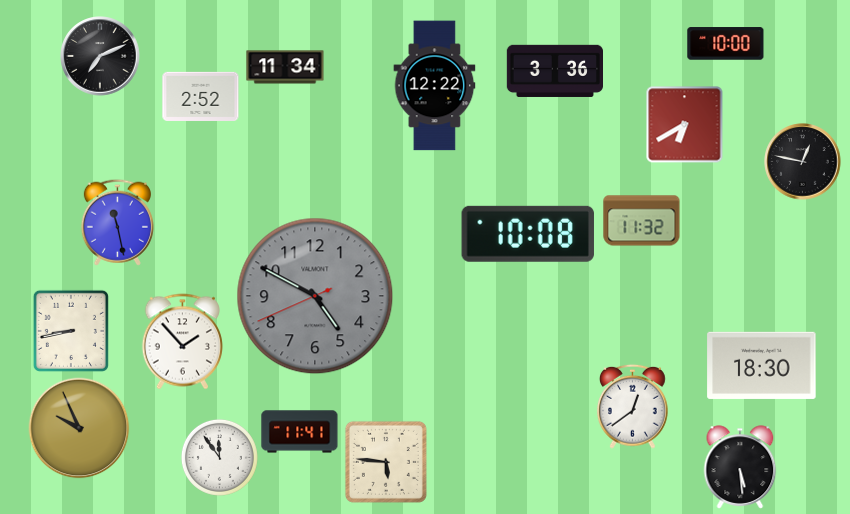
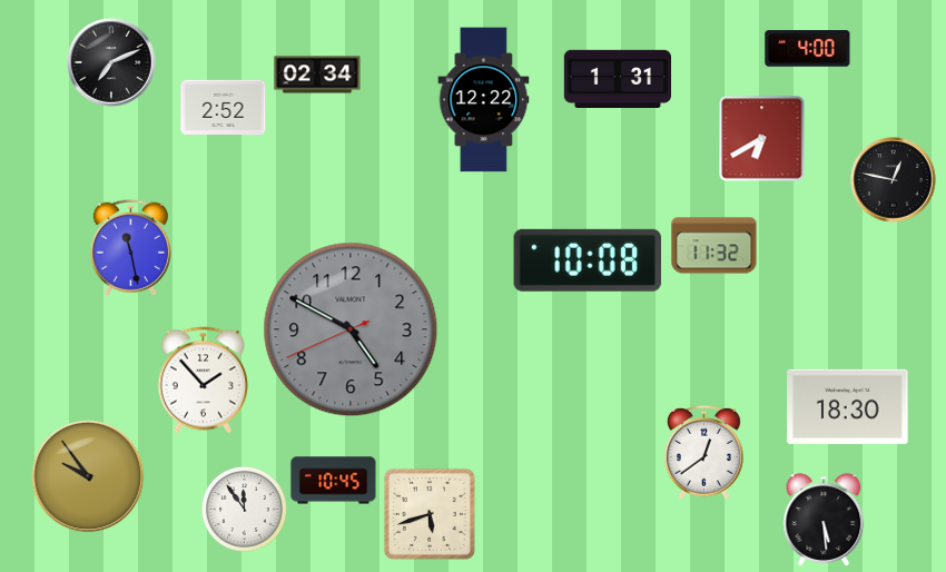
clock at (726, 44): 10:00 -> 4:00
clock at (285, 67): 11:34 -> 02:34
clock at (554, 71): 3:36 -> 1:31
clock at (435, 86) position: (435, 86) -> (484, 100)
clock at (71, 331): 8:43 -> none
clock at (79, 428): 9:56 -> 9:54
clock at (300, 432): 11:41 -> 10:45
clock at (386, 462): 5:46 -> 5:42
